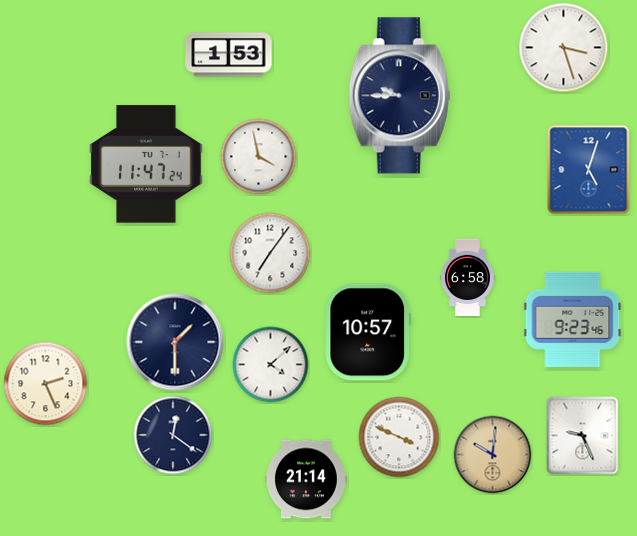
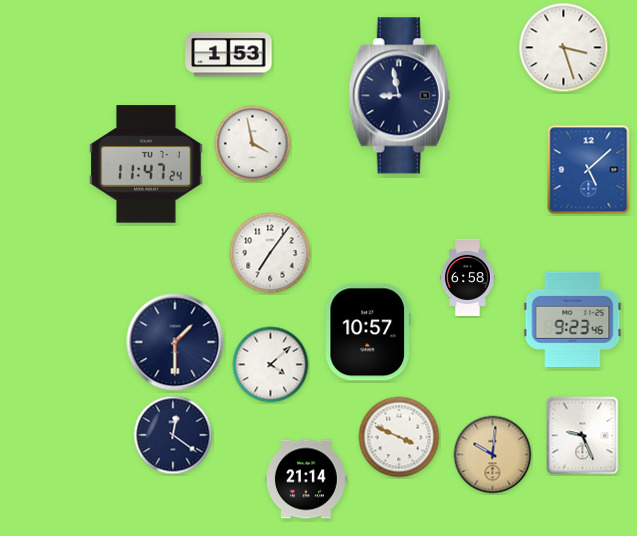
clock at (400, 96): 9:45 -> 8:58
clock at (259, 157) position: (259, 157) -> (253, 144)
clock at (589, 170): 5:03 -> 5:08
clock at (46, 384): 2:26 -> none
